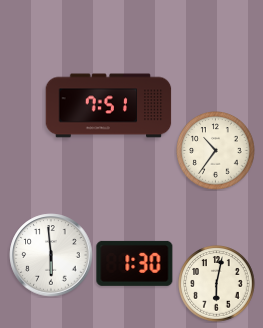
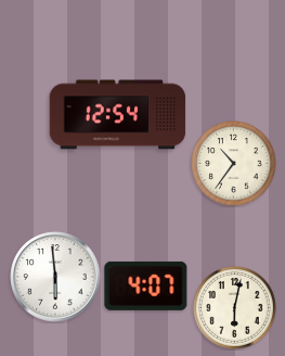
clock at (109, 106): 7:51 -> 12:54
clock at (135, 263): 1:30 -> 4:07
